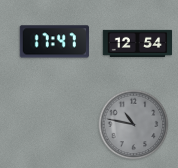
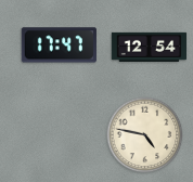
clock at (134, 125): 10:47 -> 4:47
clock at (134, 125) dial: grey -> cream
